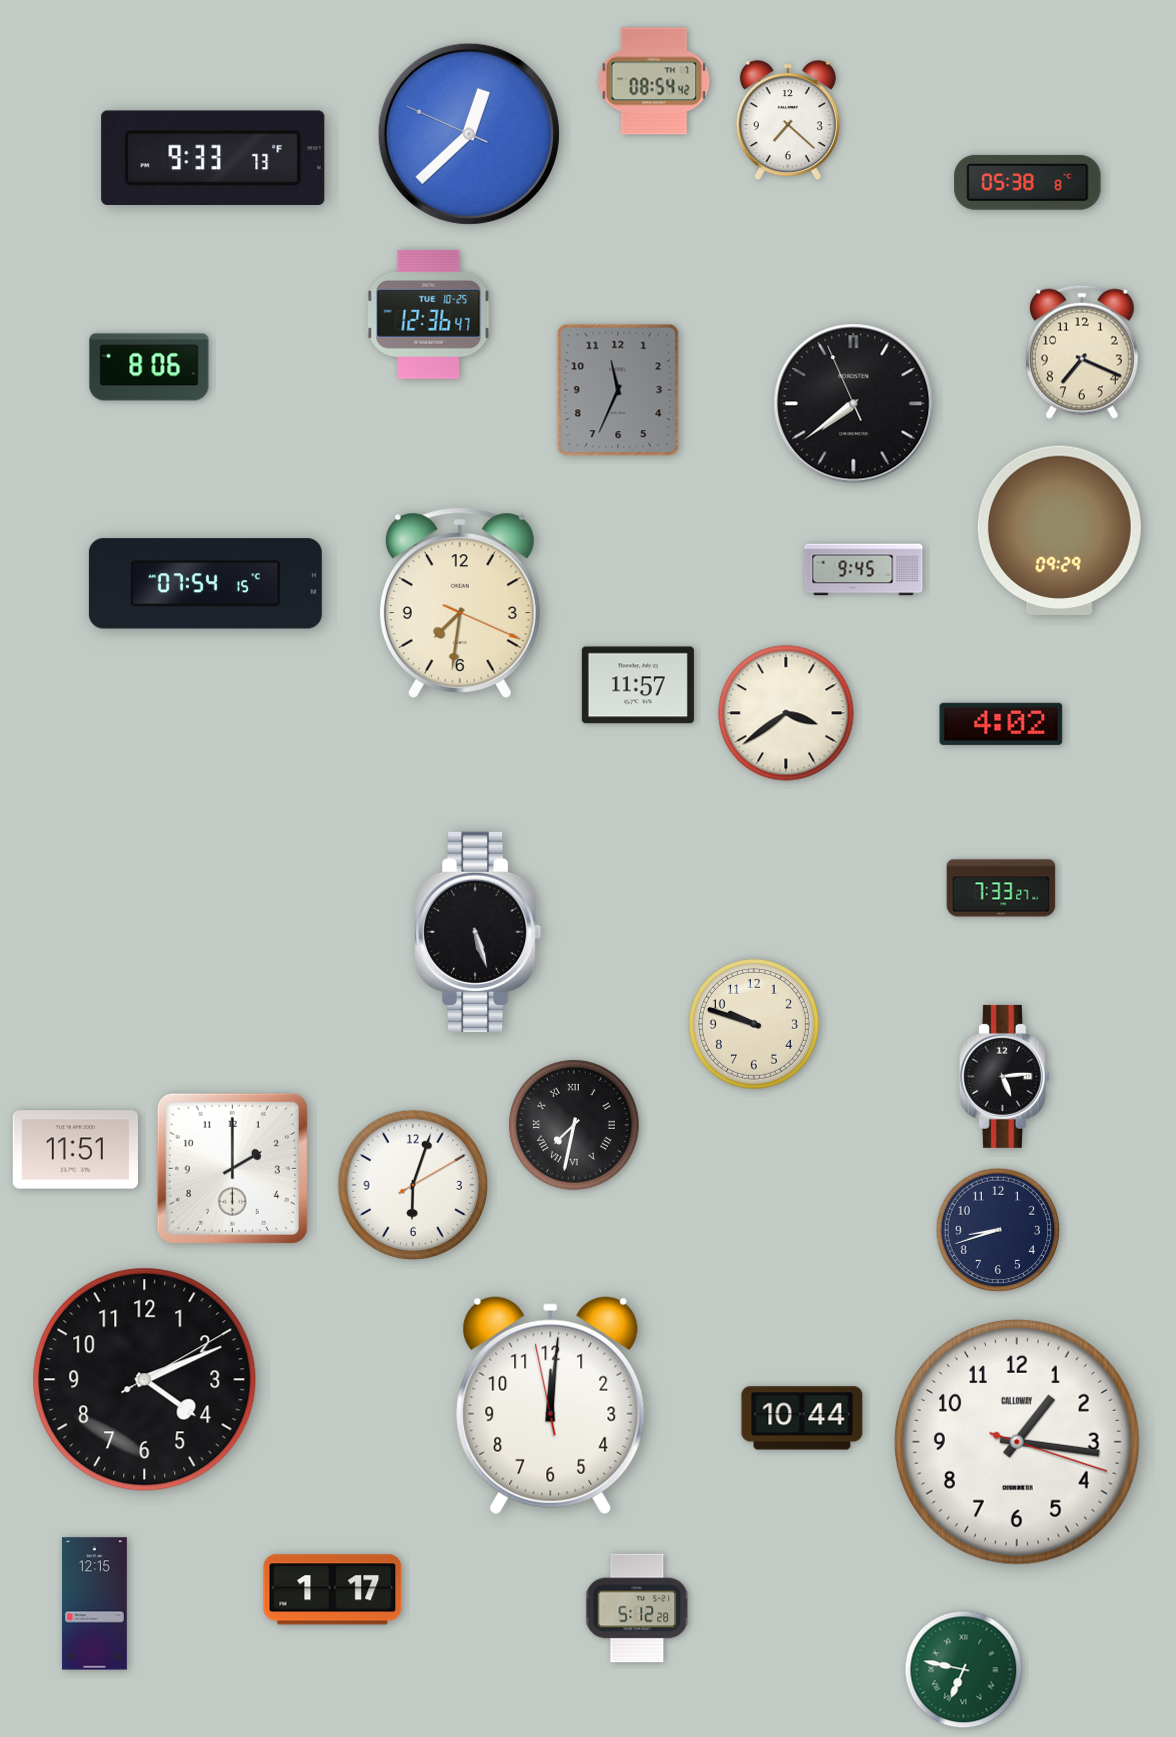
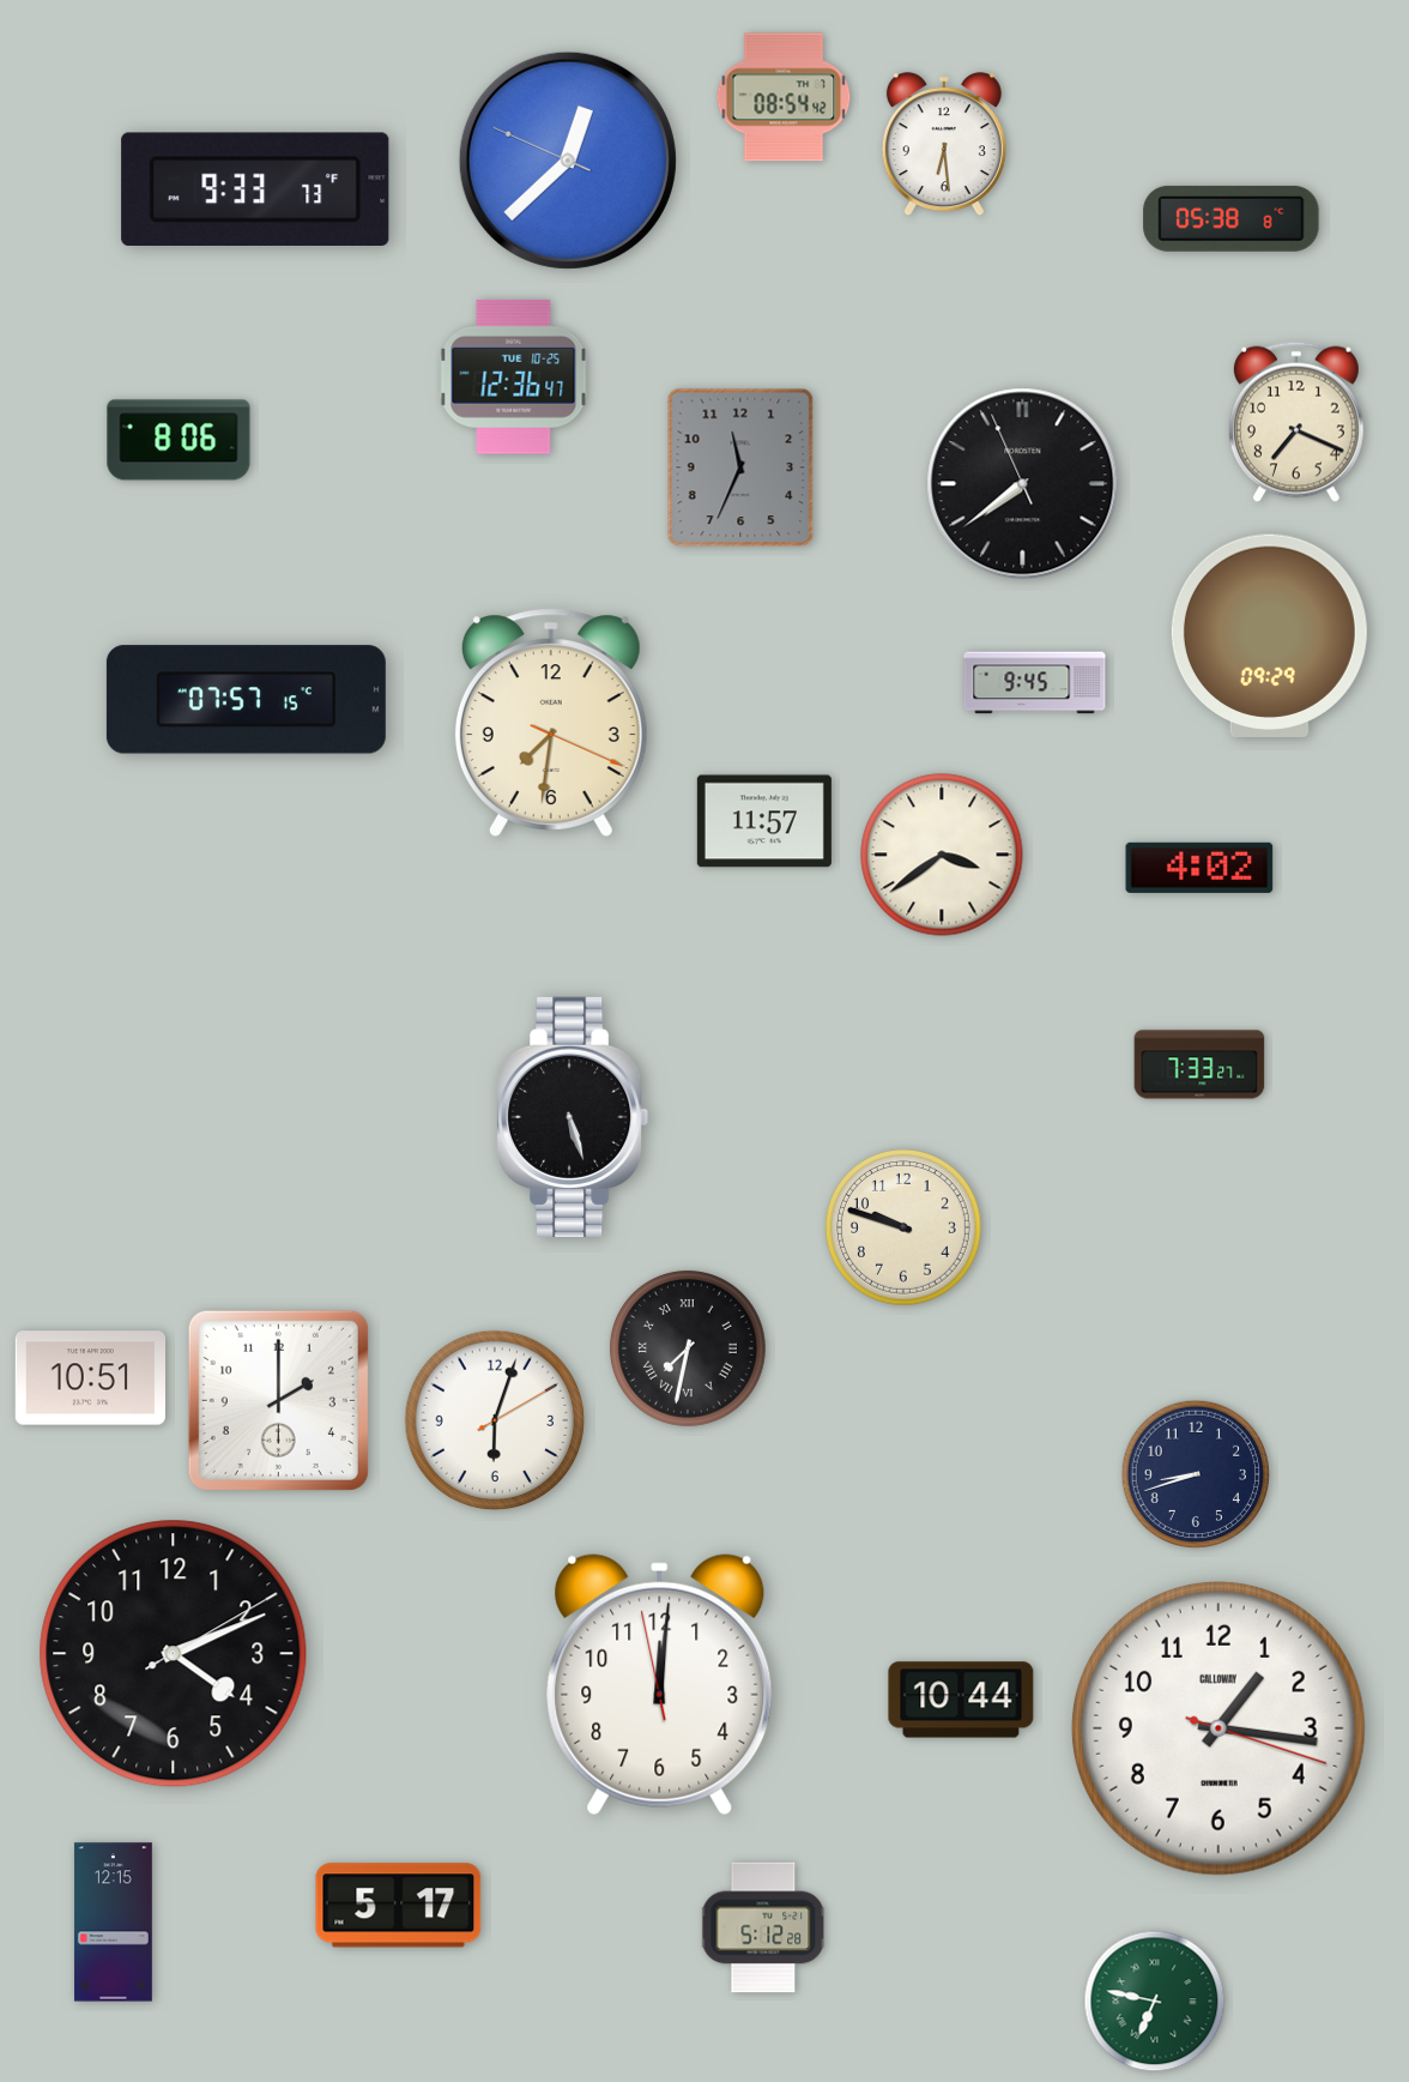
clock at (788, 121): 7:22 -> 6:29
clock at (469, 134) position: (469, 134) -> (568, 161)
clock at (205, 584): 07:54 -> 07:57
clock at (1004, 1076): 5:14 -> none
clock at (75, 1150): 11:51 -> 10:51
clock at (333, 1590): 1:17 -> 5:17
